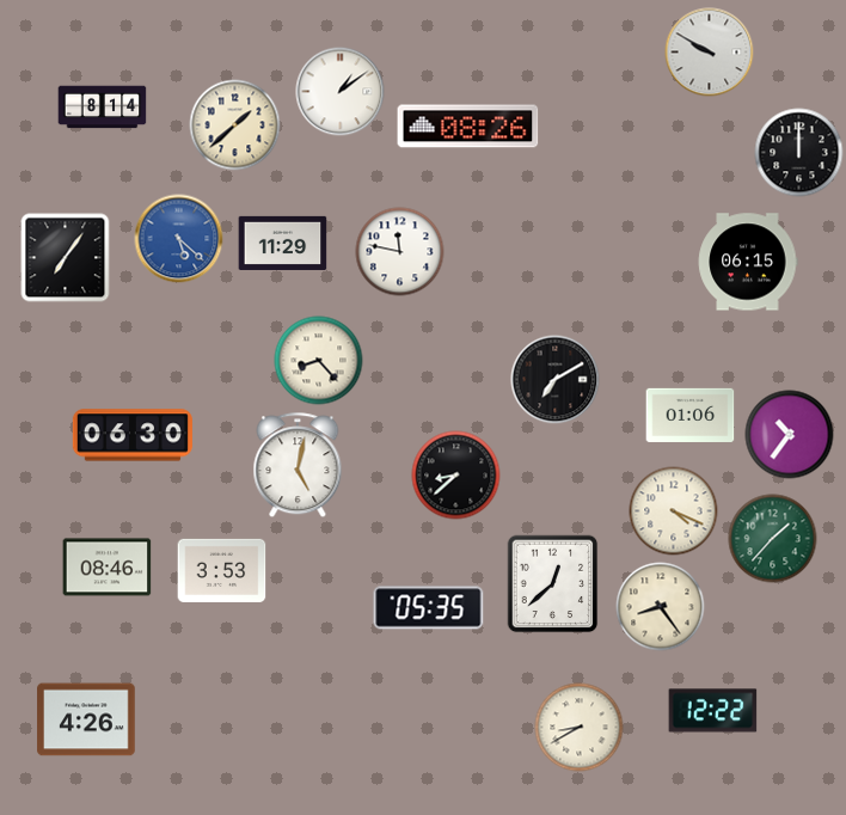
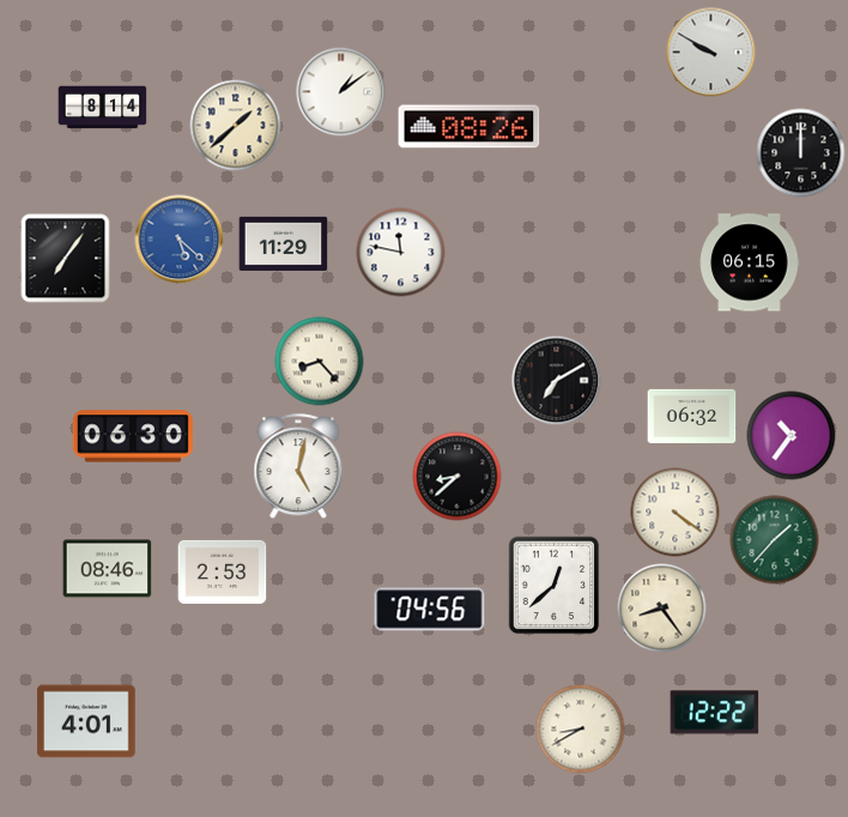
clock at (691, 415): 01:06 -> 06:32
clock at (674, 511): 4:19 -> 4:21
clock at (222, 570): 3:53 -> 2:53
clock at (429, 608): 05:35 -> 04:56
clock at (86, 719): 4:26 -> 4:01
